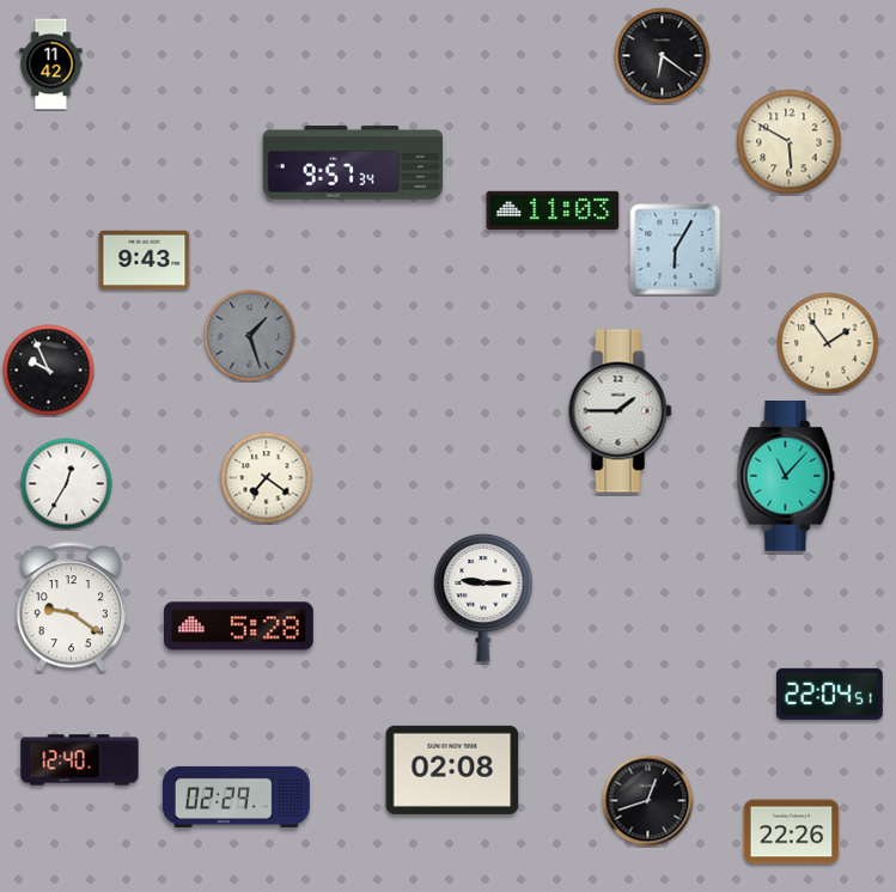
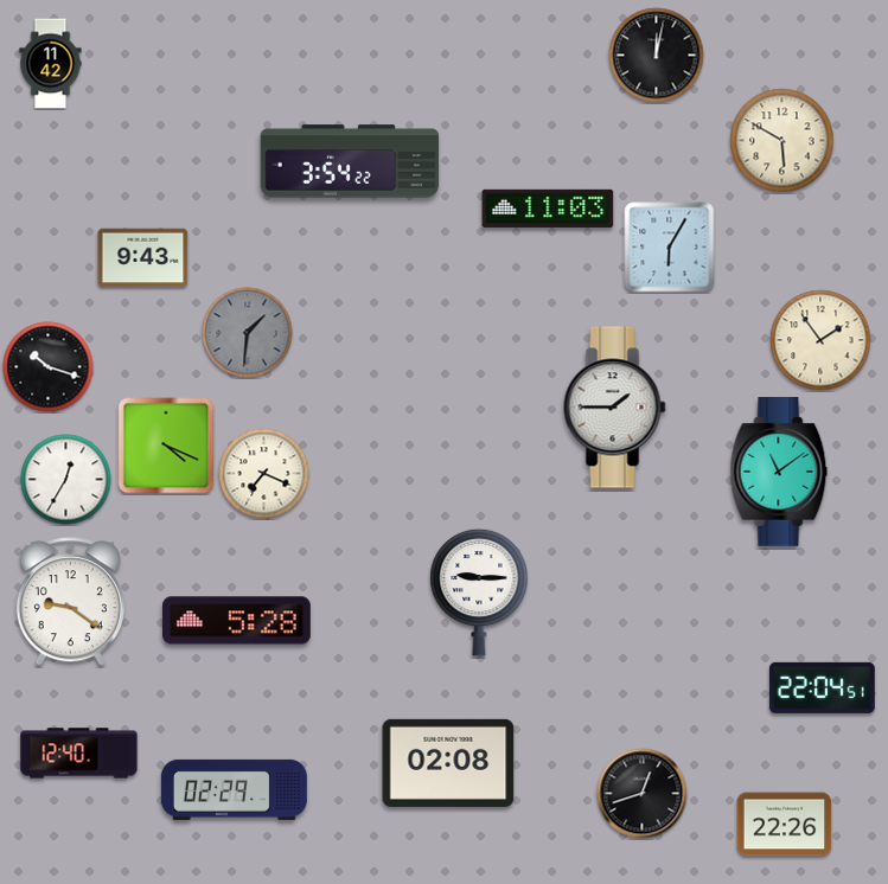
clock at (663, 56): 6:21 -> 12:02
clock at (353, 163): 9:57 -> 3:54
clock at (250, 336): 1:27 -> 1:31
clock at (49, 371): 9:56 -> 10:18
clock at (166, 446): none -> 4:19
clock at (786, 477): 11:07 -> 11:09
clock at (267, 478): 7:21 -> 7:19
